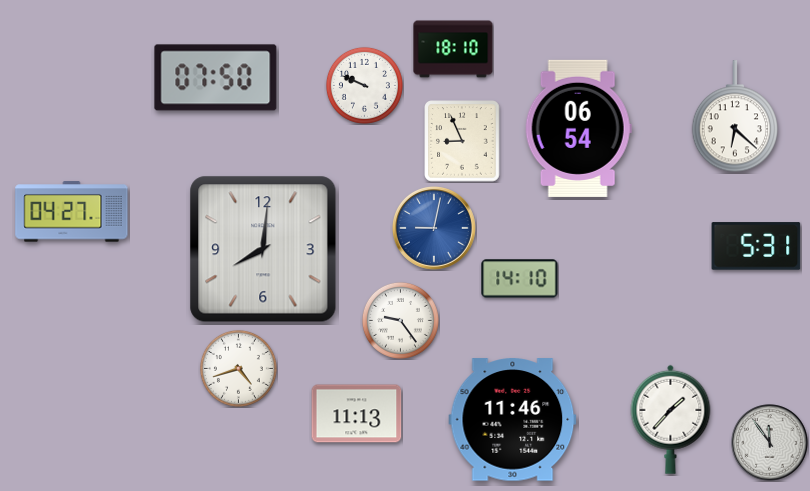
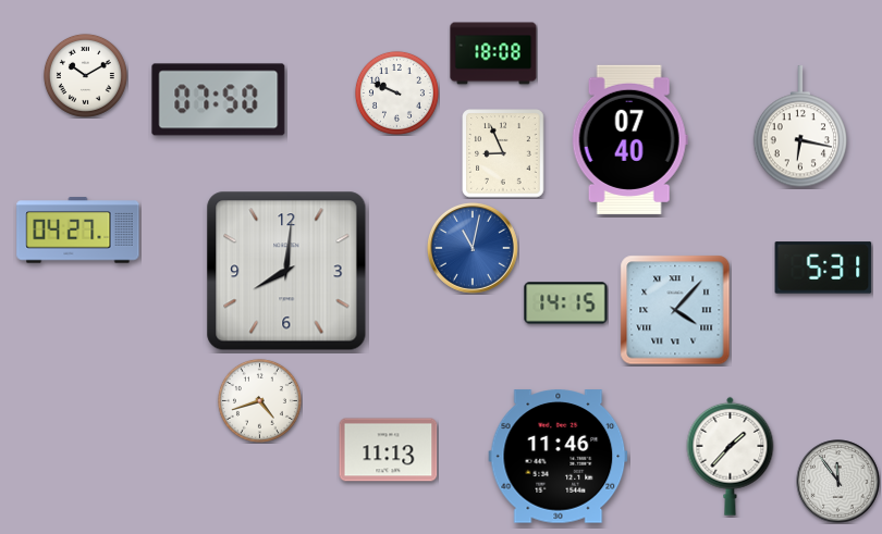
clock at (453, 49): 18:10 -> 18:08
clock at (85, 75): none -> 10:10
clock at (216, 78) position: (216, 78) -> (219, 100)
clock at (735, 117): 6:22 -> 6:17
clock at (578, 128): 06:54 -> 07:40
clock at (434, 228): 9:02 -> 11:02
clock at (520, 279): 14:10 -> 14:15
clock at (675, 310): none -> 4:07
clock at (400, 320): 9:24 -> none
